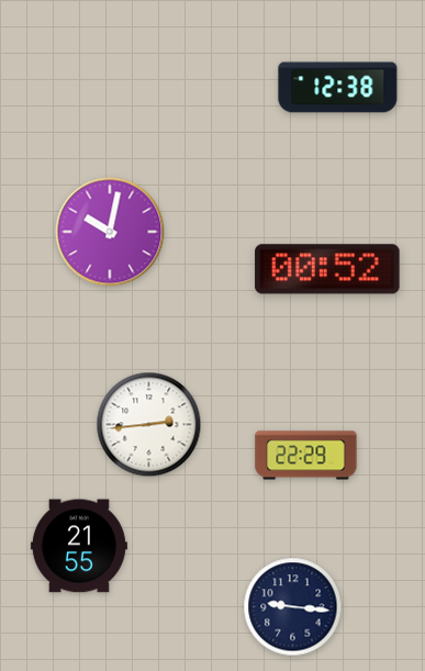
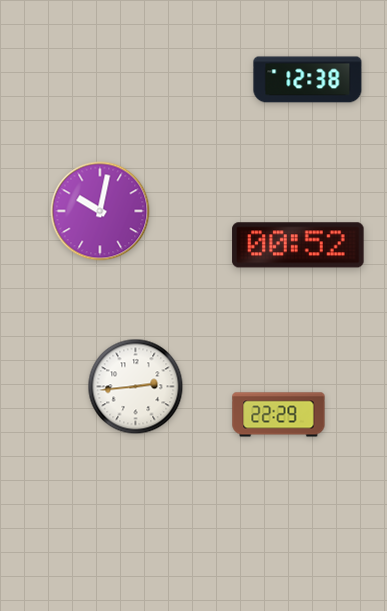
clock at (79, 546): 21:55 -> none
clock at (293, 607): 9:16 -> none
